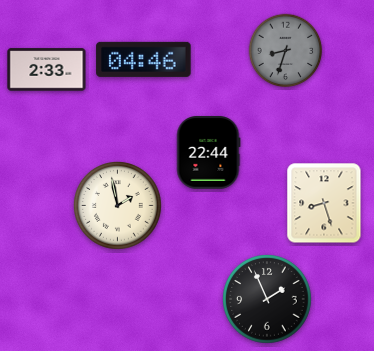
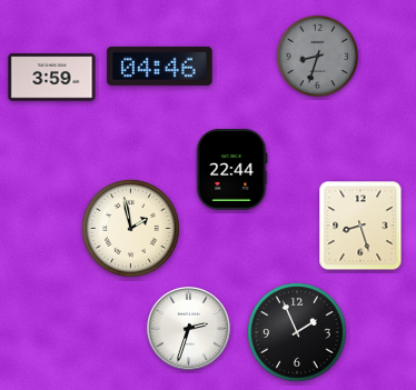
clock at (47, 70): 2:33 -> 3:59
clock at (188, 328): none -> 2:33
